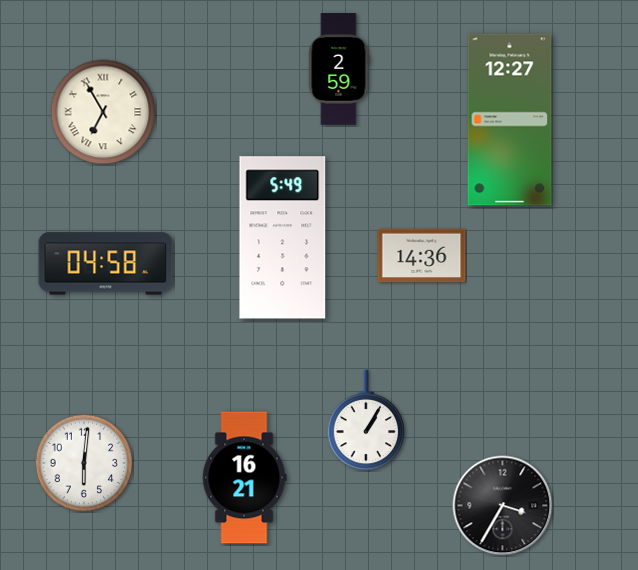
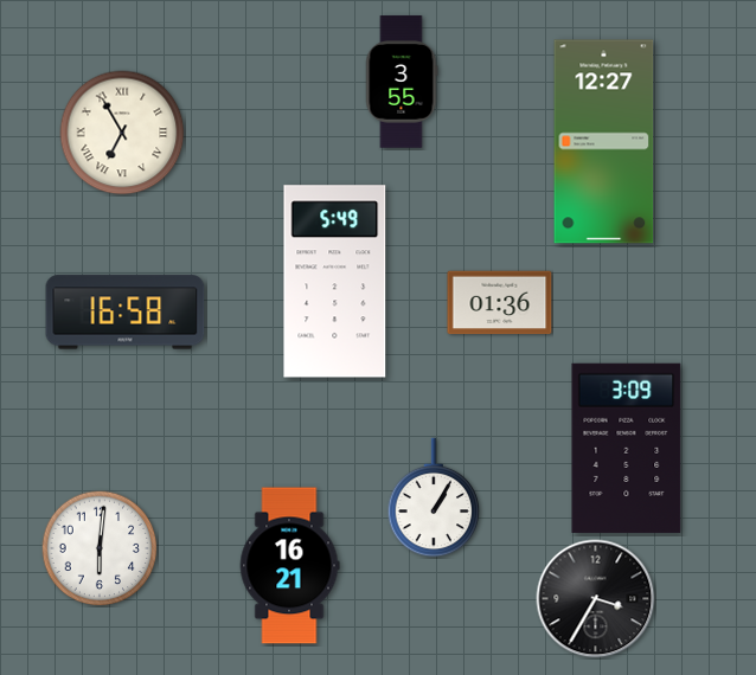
clock at (339, 69): 2:59 -> 3:55
clock at (422, 256): 14:36 -> 01:36
clock at (106, 264): 04:58 -> 16:58
clock at (627, 448): none -> 3:09
